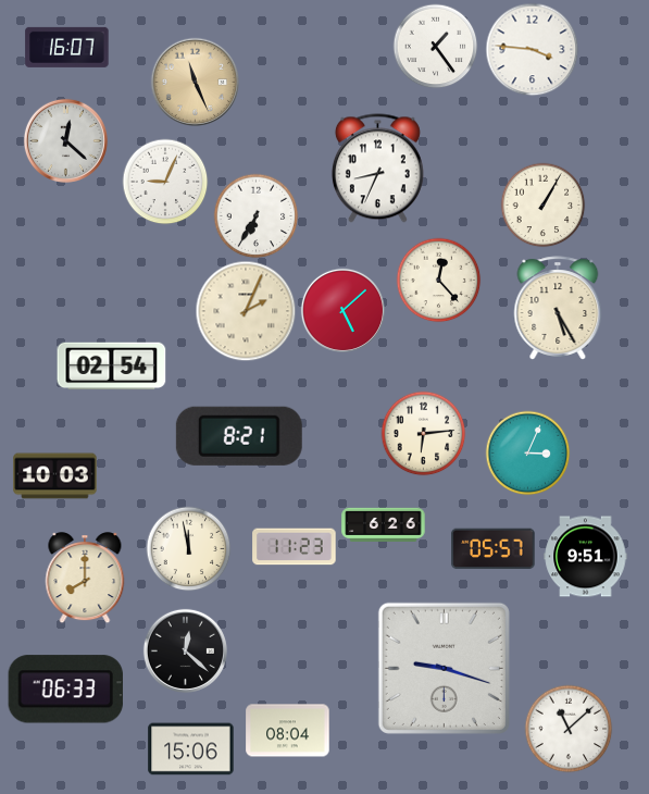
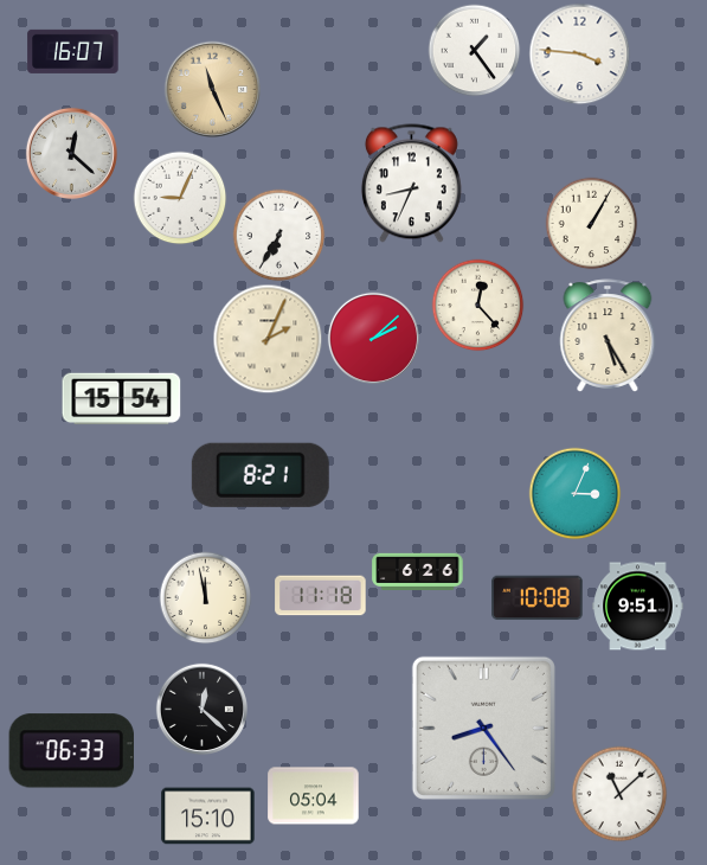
clock at (342, 310): 5:08 -> 2:08
clock at (112, 367): 02:54 -> 15:54
clock at (423, 433): 6:14 -> none
clock at (55, 476): 10:03 -> none
clock at (295, 547): 11:23 -> 11:18
clock at (494, 549): 05:57 -> 10:08
clock at (85, 578): 8:00 -> none
clock at (444, 668): 9:18 -> 8:24
clock at (288, 731): 08:04 -> 05:04
clock at (191, 749): 15:06 -> 15:10
